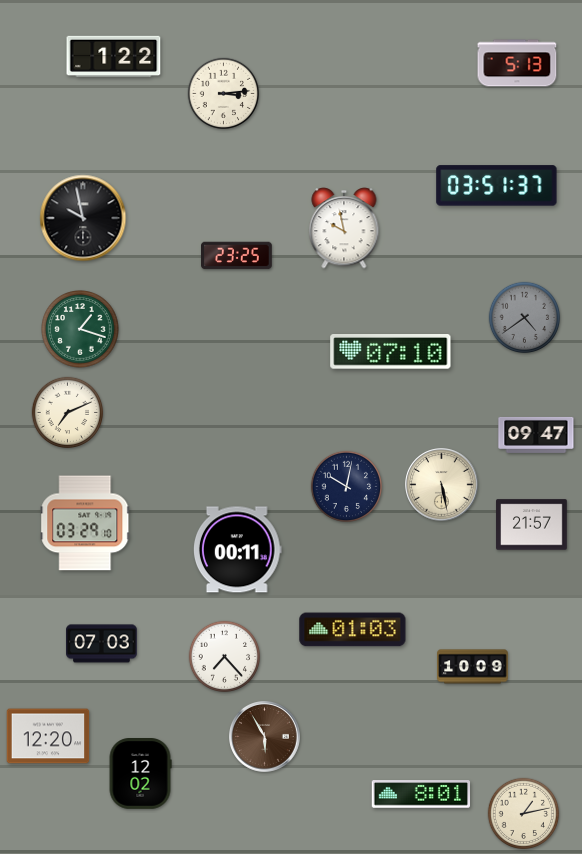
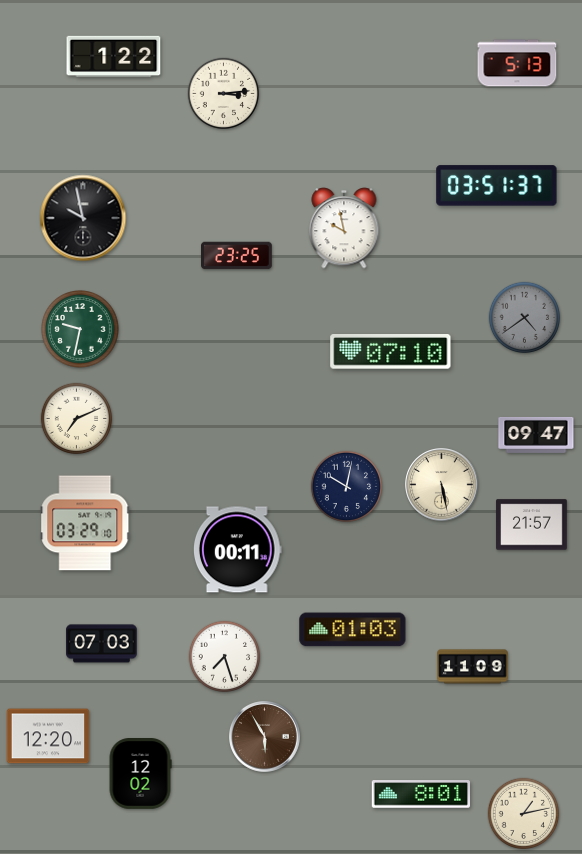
clock at (80, 329): 1:18 -> 9:32
clock at (68, 413) position: (68, 413) -> (77, 419)
clock at (225, 657): 7:23 -> 7:27
clock at (473, 667): 10:09 -> 11:09
